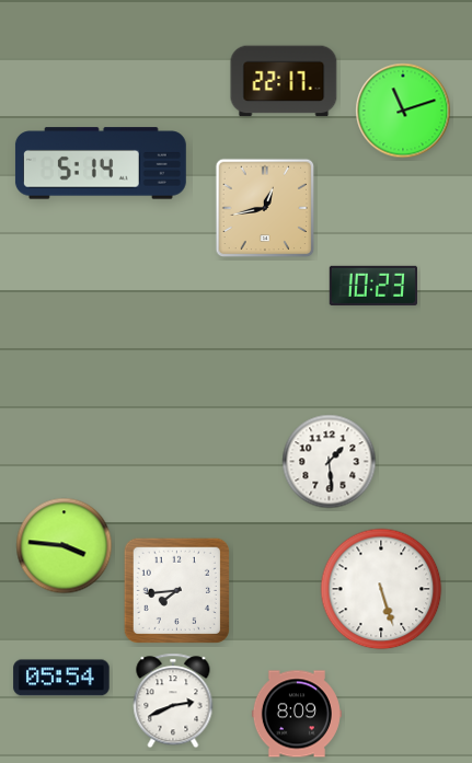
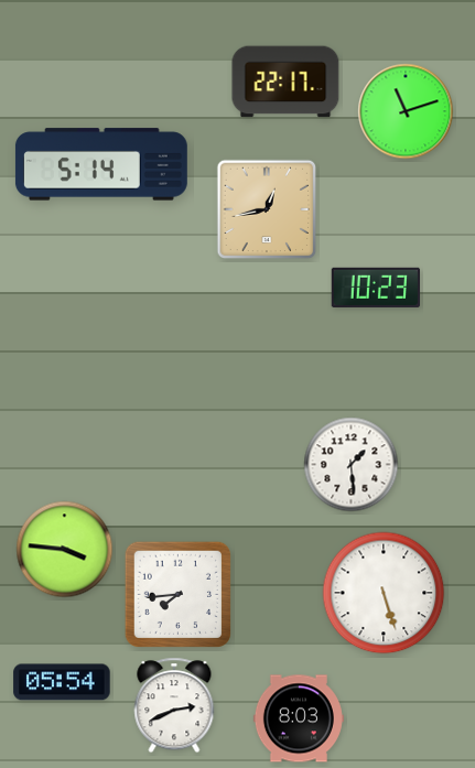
clock at (330, 462) position: (330, 462) -> (352, 465)
clock at (297, 714): 8:09 -> 8:03
